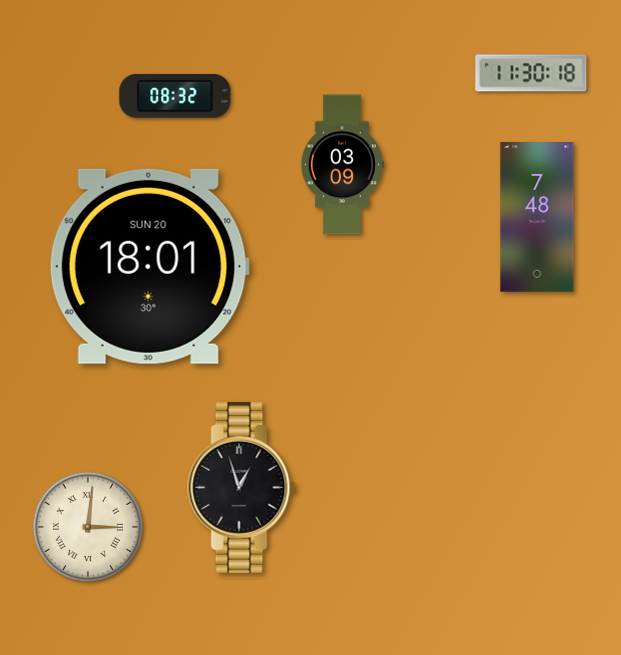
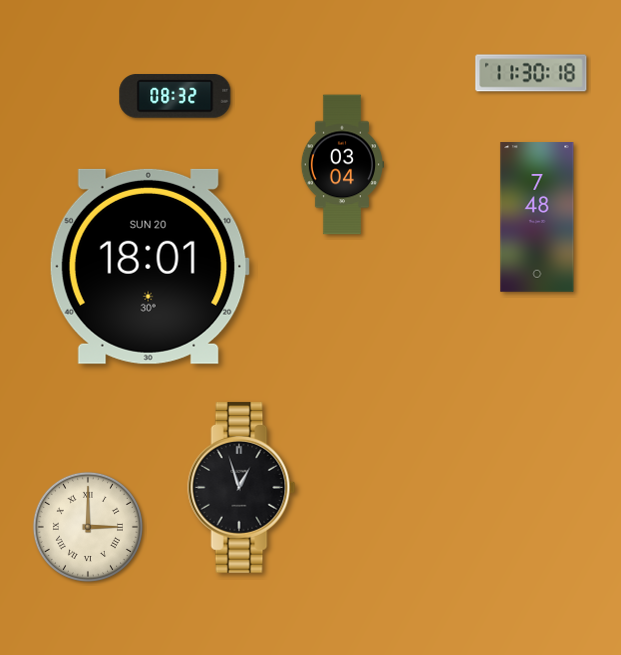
clock at (341, 165): 03:09 -> 03:04
clock at (88, 527): 3:01 -> 3:00
